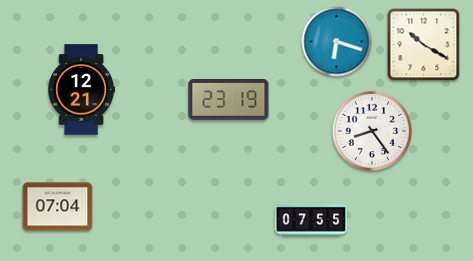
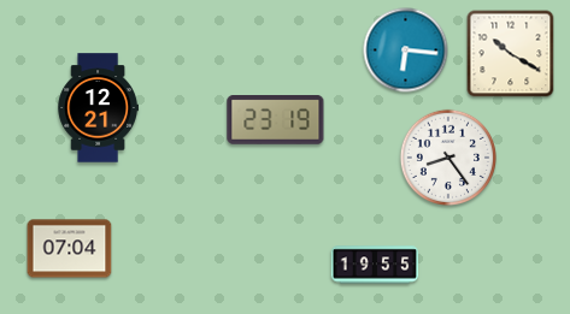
clock at (337, 42): 6:18 -> 6:16
clock at (311, 220): 07:55 -> 19:55
